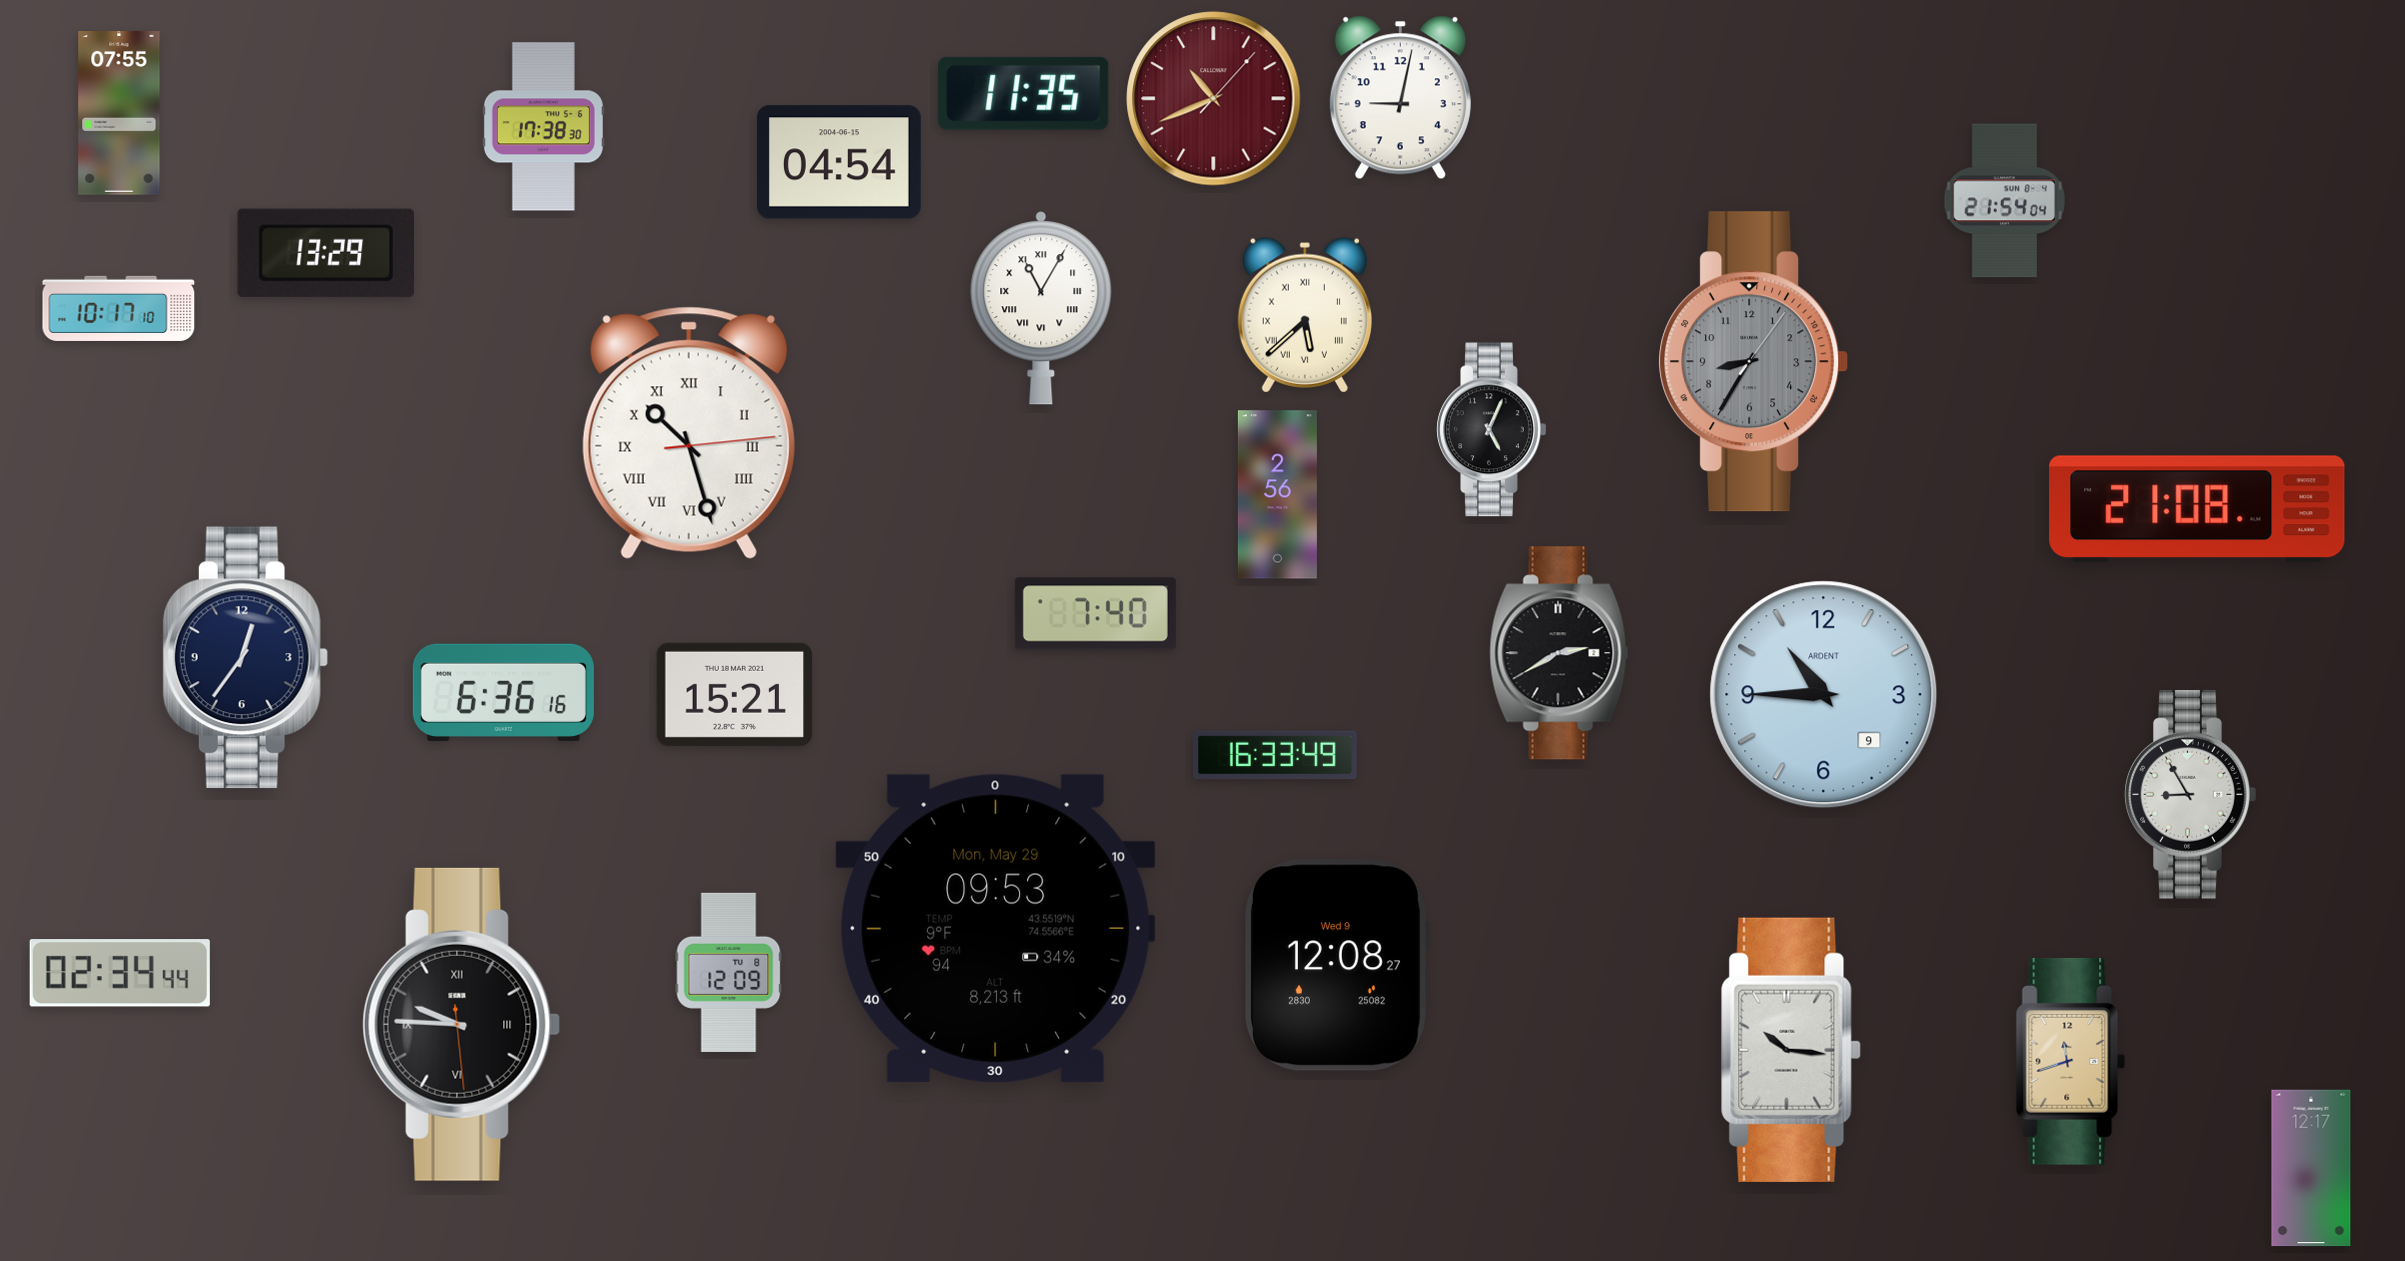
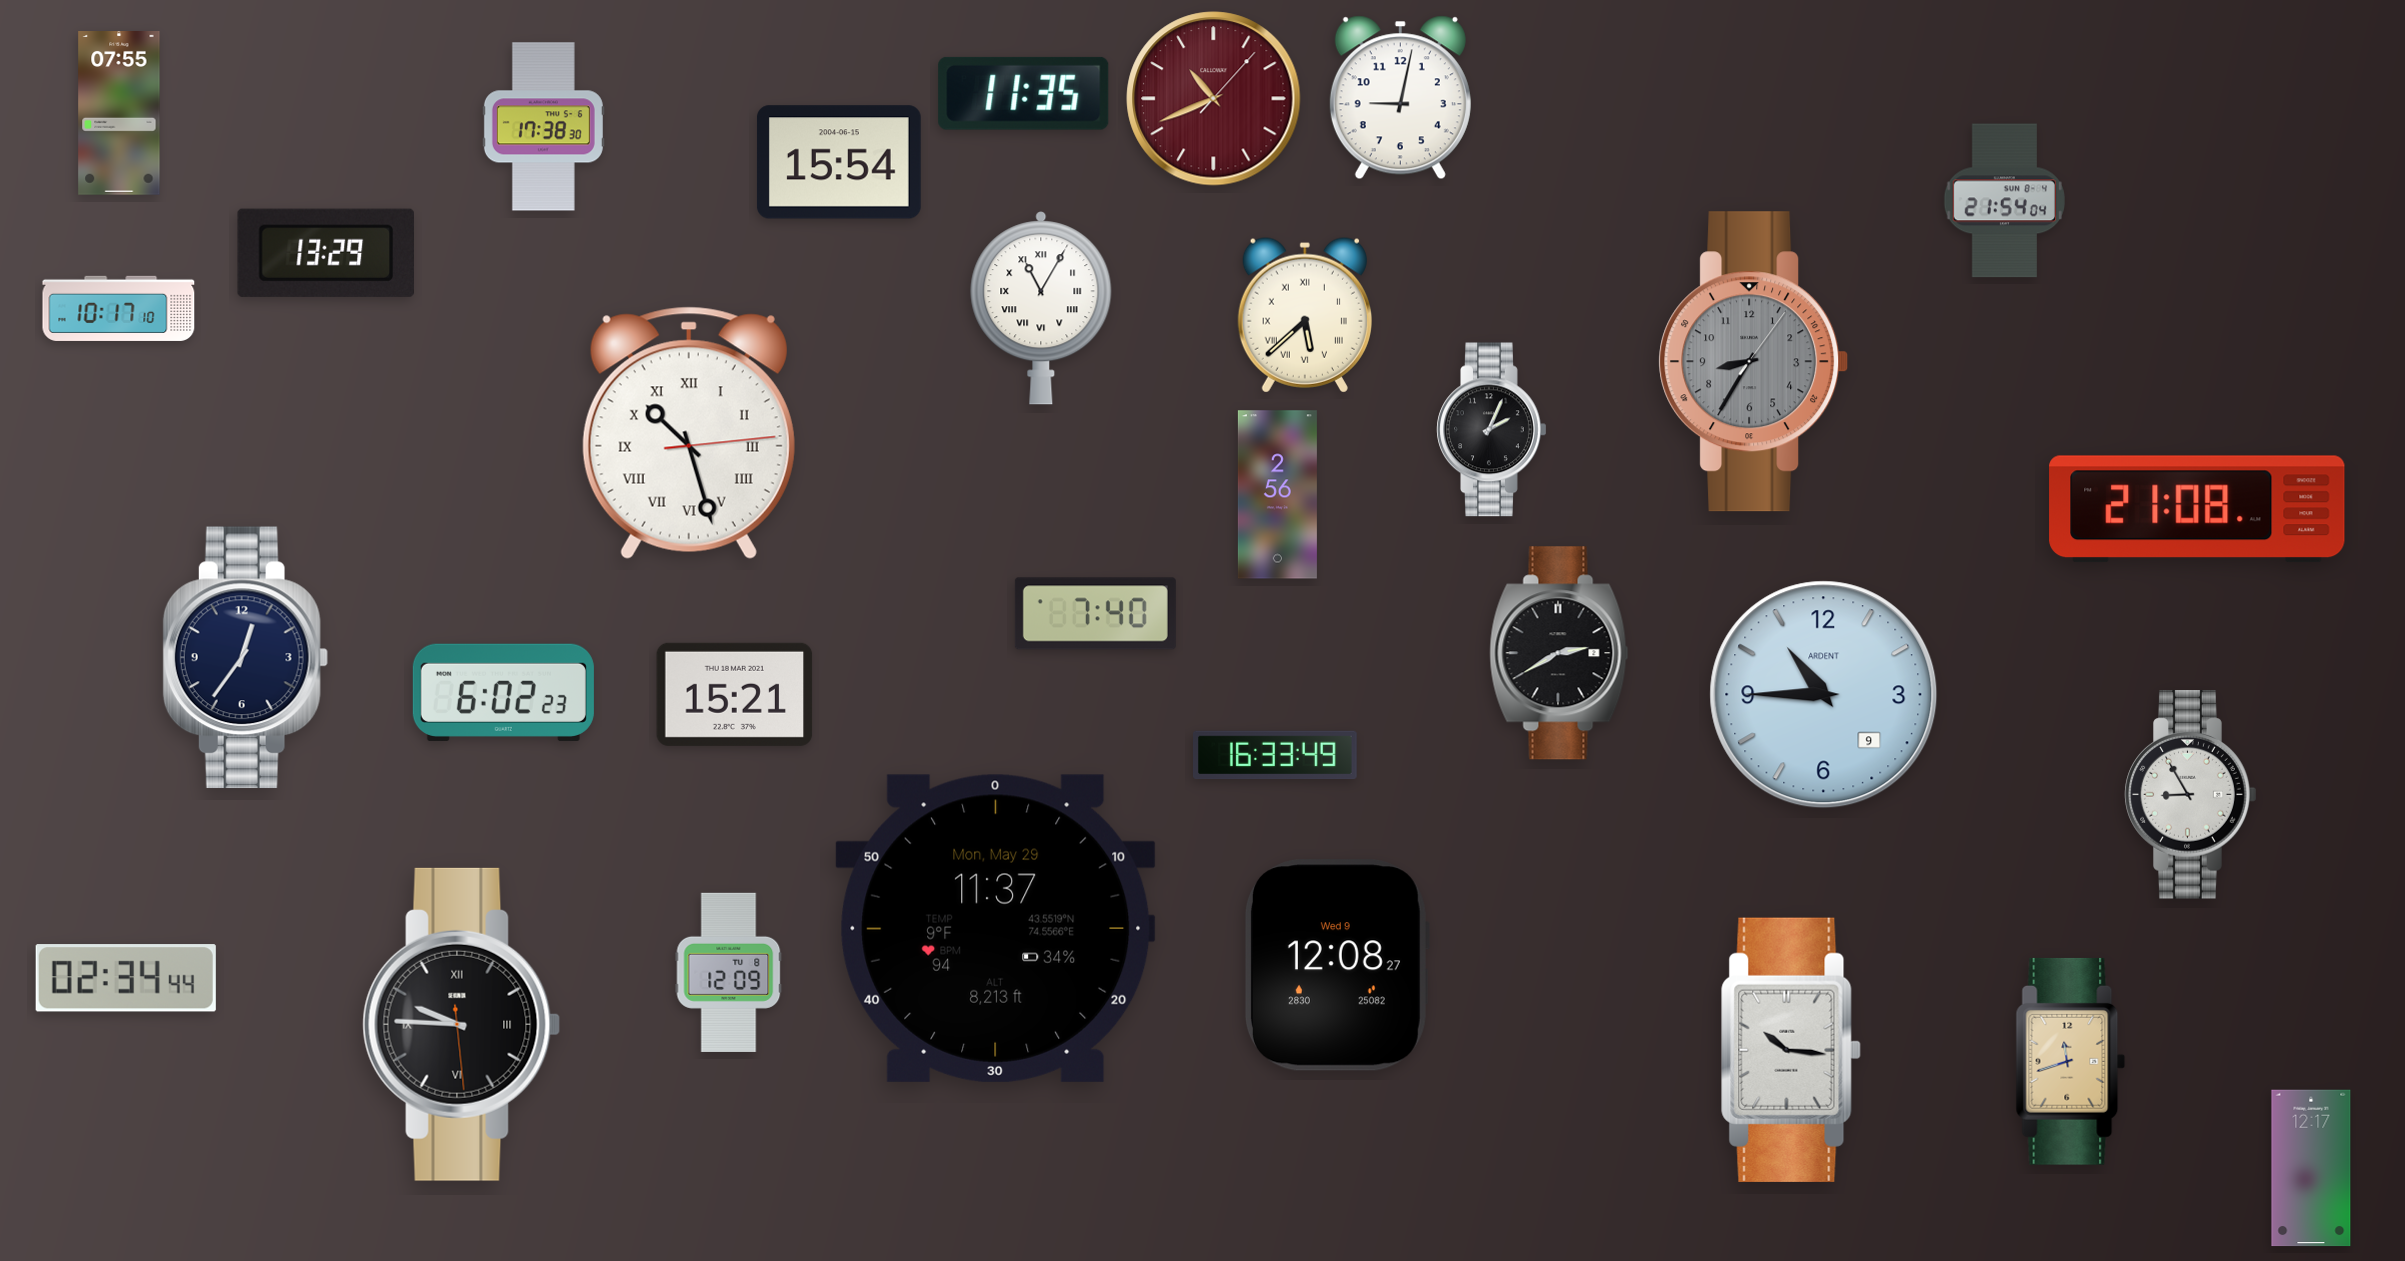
clock at (839, 162): 04:54 -> 15:54
clock at (1492, 430): 5:04 -> 2:04
clock at (503, 692): 6:36 -> 6:02
clock at (996, 928): 09:53 -> 11:37
clock at (120, 973) position: (120, 973) -> (126, 978)
